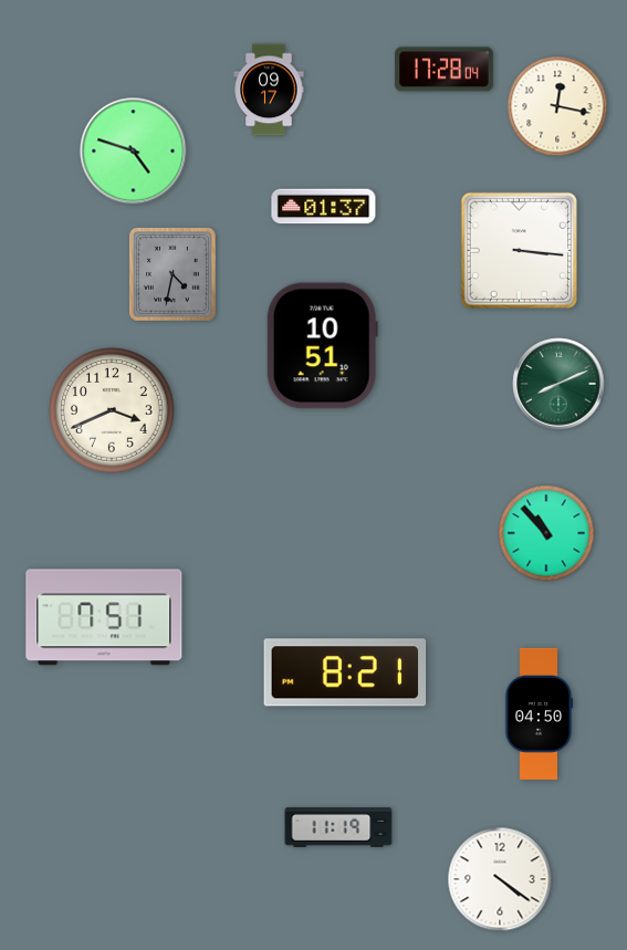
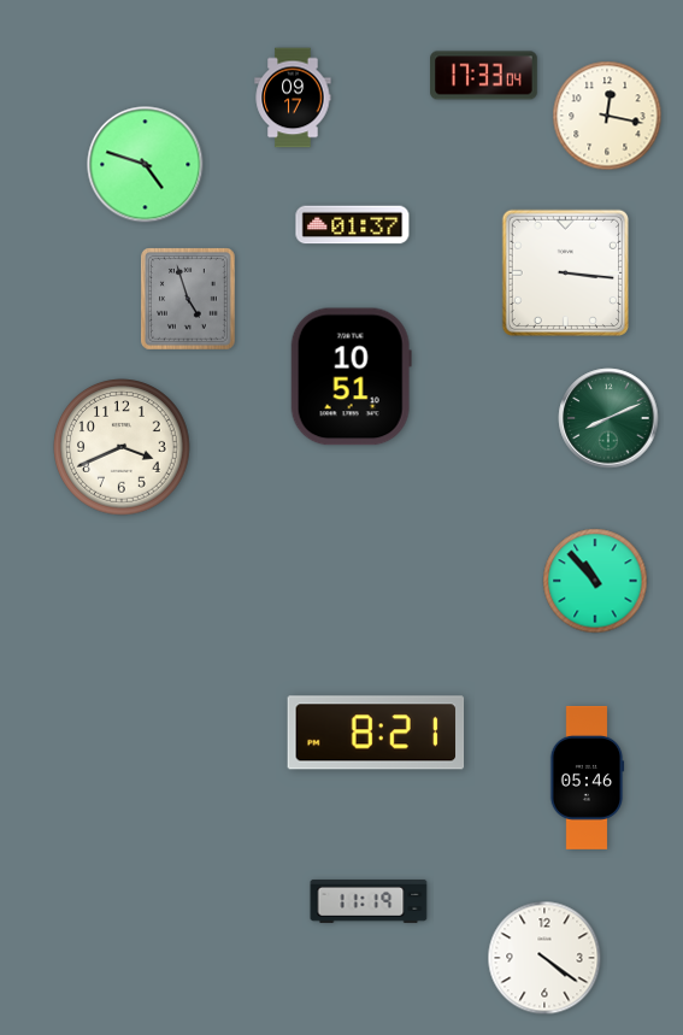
clock at (445, 70): 17:28 -> 17:33
clock at (174, 275): 4:32 -> 4:57
clock at (104, 617): 7:51 -> none
clock at (539, 713): 04:50 -> 05:46
